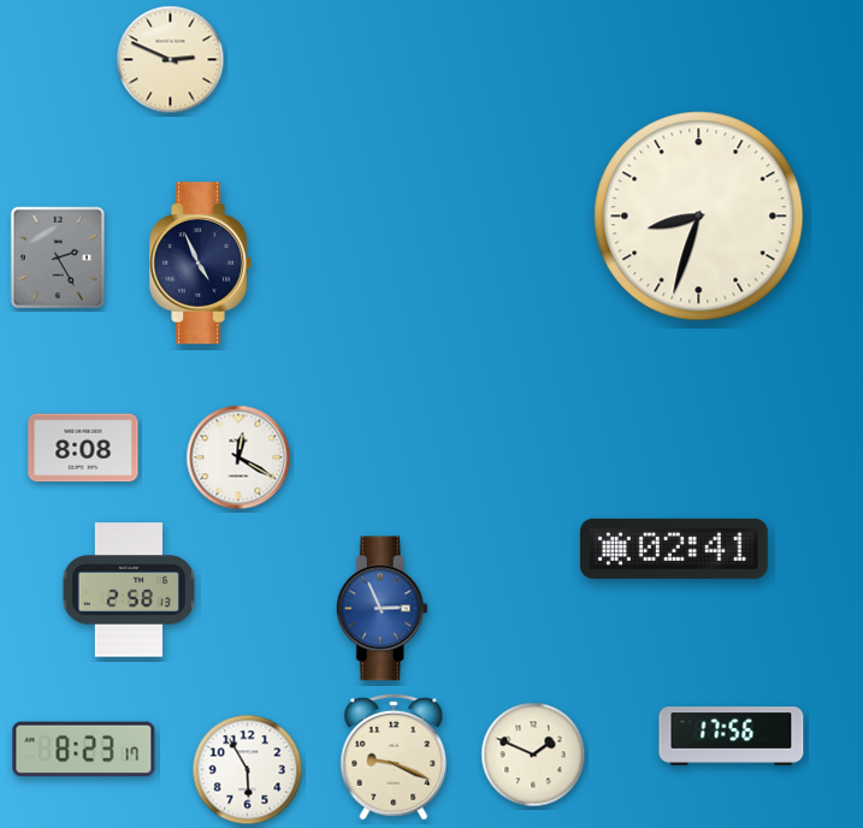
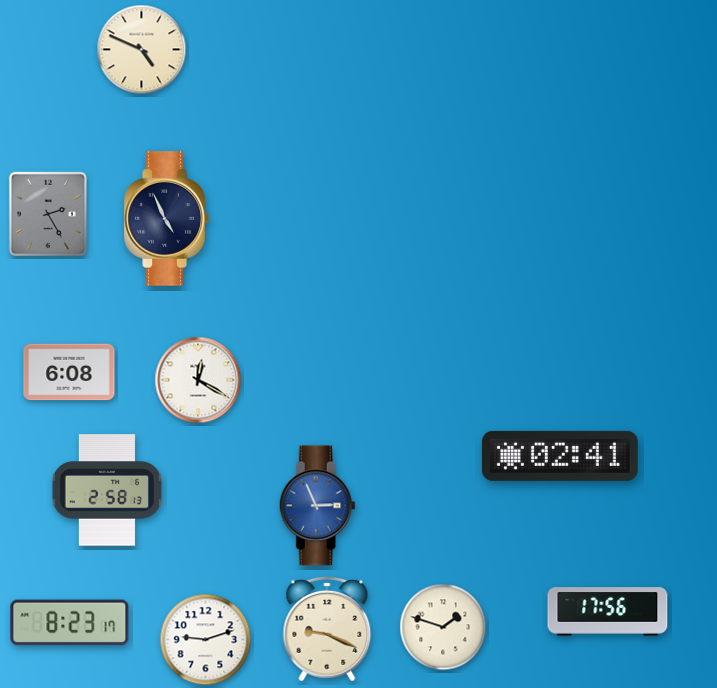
clock at (171, 60): 2:49 -> 4:49
clock at (699, 217): 8:33 -> none
clock at (83, 448): 8:08 -> 6:08
clock at (533, 755): 1:49 -> 1:48
clock at (248, 770): 5:55 -> 9:12
